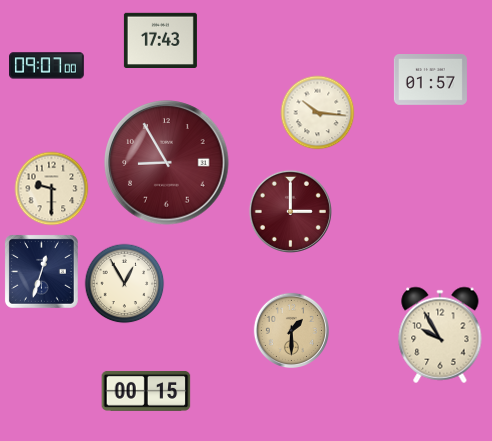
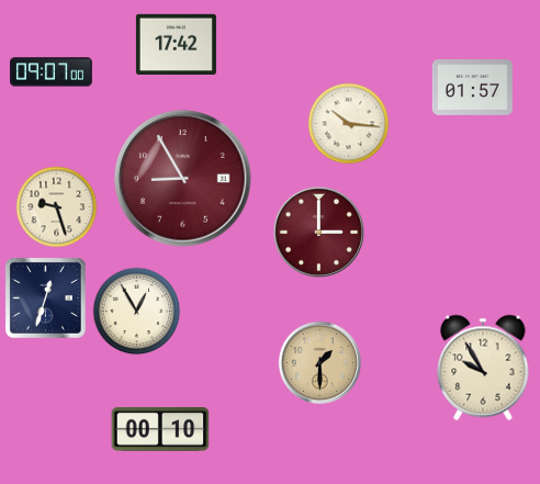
clock at (160, 40): 17:43 -> 17:42
clock at (52, 189): 9:30 -> 9:27
clock at (146, 391): 00:15 -> 00:10
